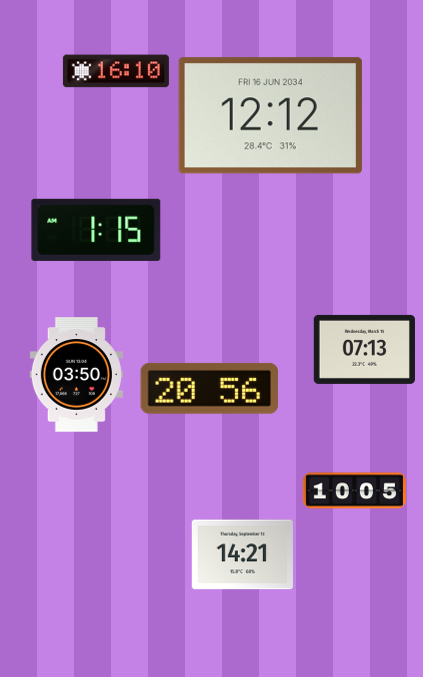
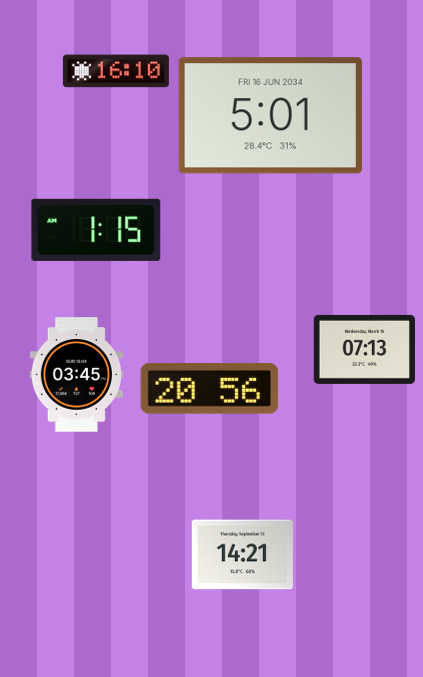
clock at (270, 116): 12:12 -> 5:01
clock at (76, 375): 03:50 -> 03:45
clock at (354, 491): 10:05 -> none
